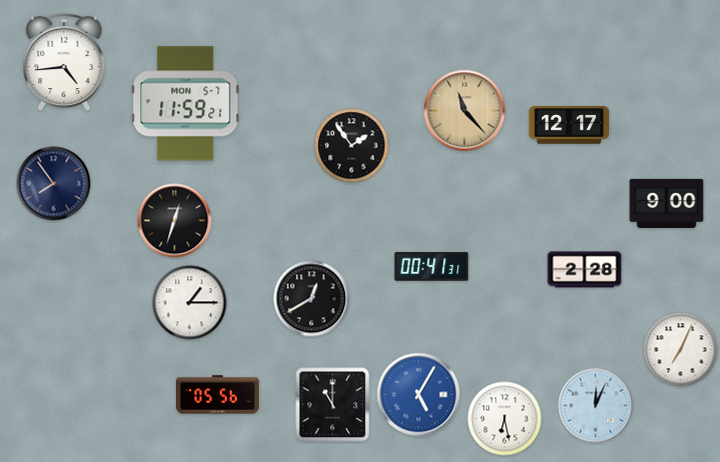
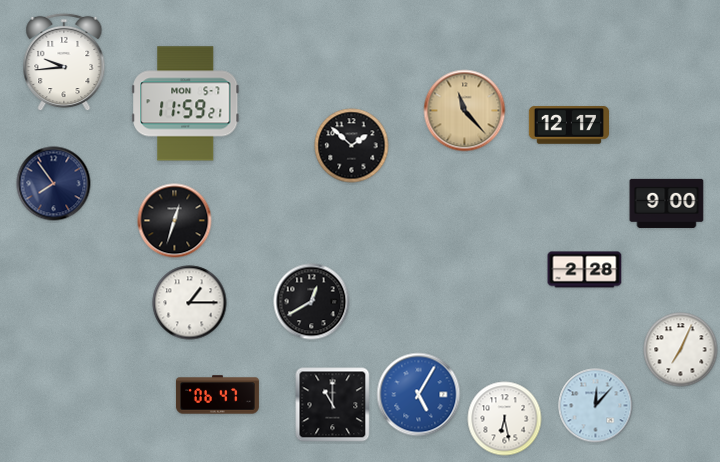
clock at (64, 62): 4:44 -> 9:44
clock at (352, 146): 1:54 -> 1:52
clock at (432, 267): 00:41 -> none
clock at (312, 299) position: (312, 299) -> (312, 302)
clock at (217, 395): 05:56 -> 06:47
clock at (596, 406): 12:04 -> 12:07
